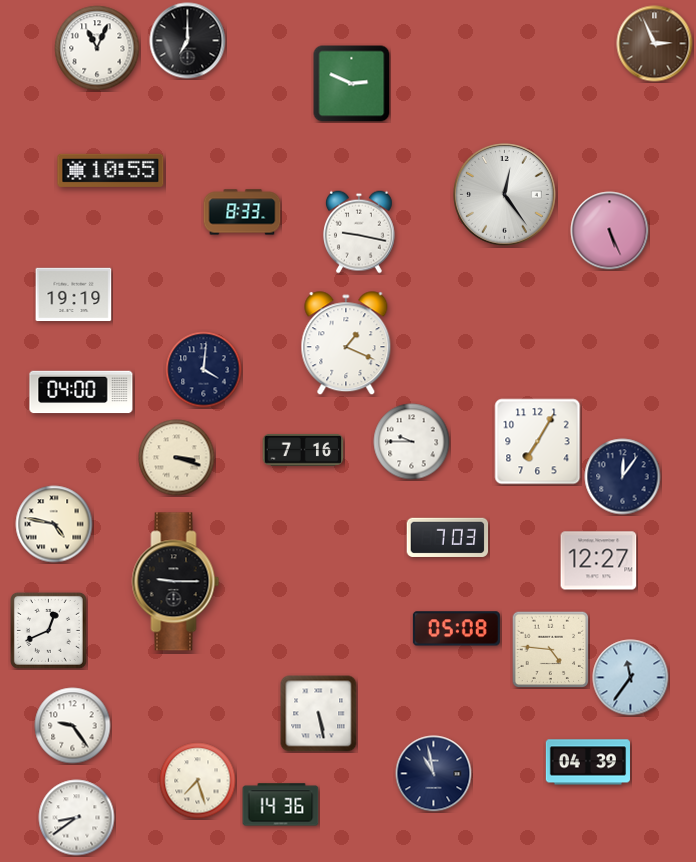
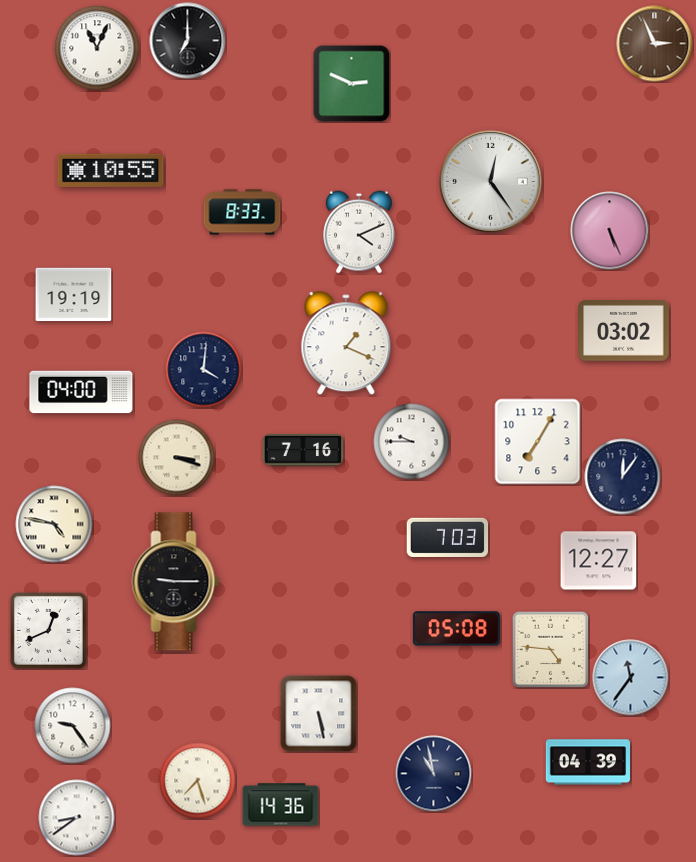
clock at (505, 195) position: (505, 195) -> (491, 182)
clock at (360, 232): 9:17 -> 4:11
clock at (624, 331): none -> 03:02
